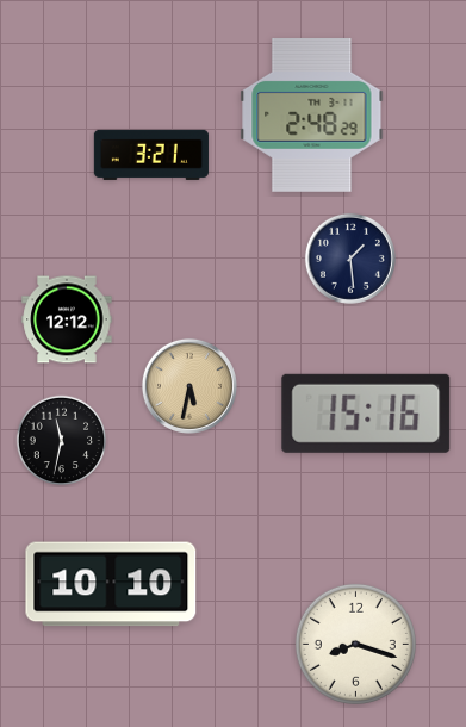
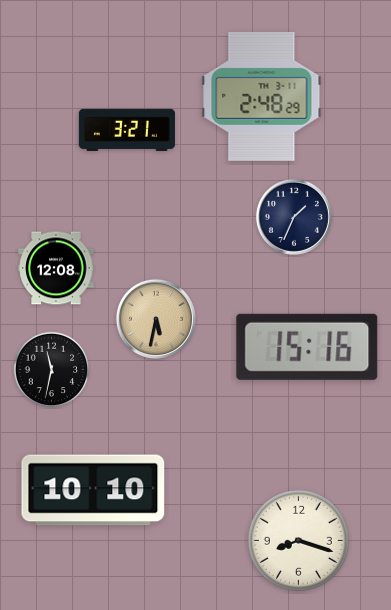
clock at (350, 259): 1:29 -> 1:34
clock at (67, 319): 12:12 -> 12:08
clock at (189, 386) position: (189, 386) -> (156, 319)
